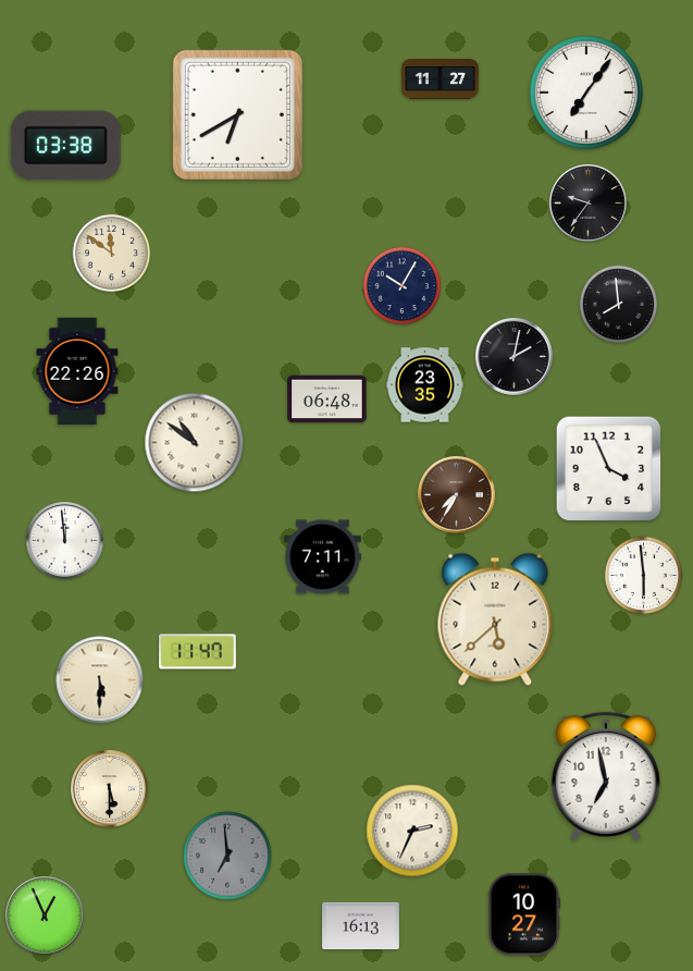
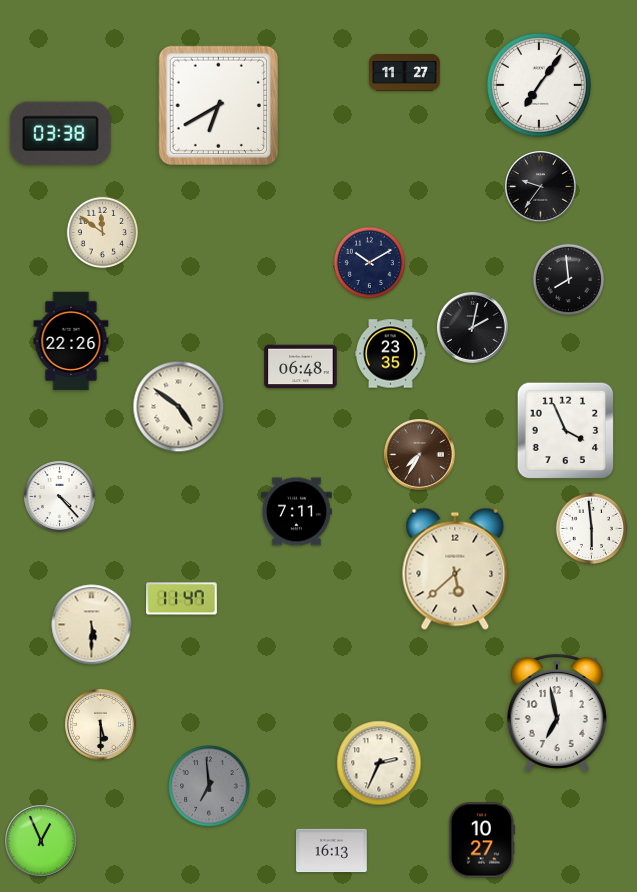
clock at (403, 286): 10:05 -> 10:10
clock at (195, 443): 10:51 -> 4:51
clock at (609, 469) position: (609, 469) -> (566, 431)
clock at (65, 541): 11:59 -> 4:23
